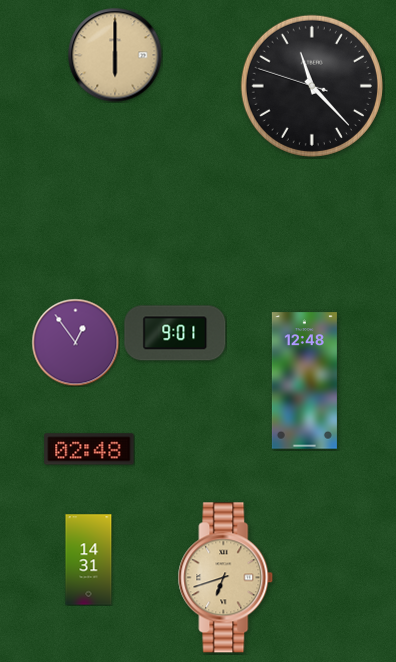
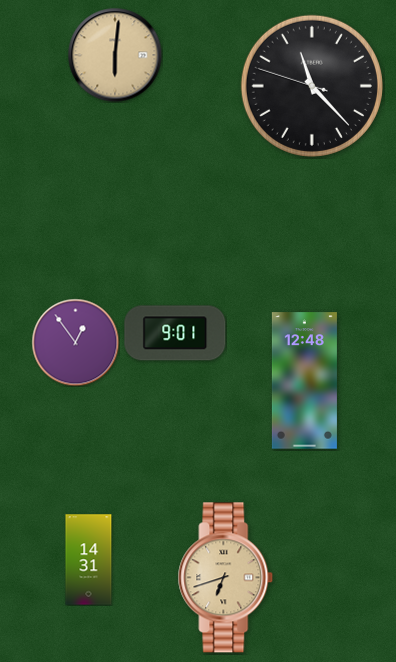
clock at (115, 55): 6:00 -> 6:01
clock at (89, 449): 02:48 -> none
